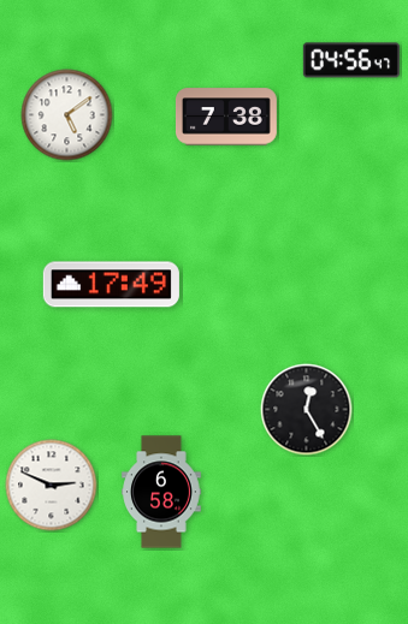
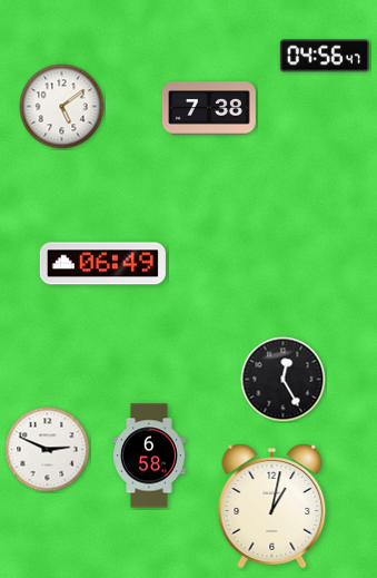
clock at (111, 285): 17:49 -> 06:49
clock at (272, 507): none -> 1:02
